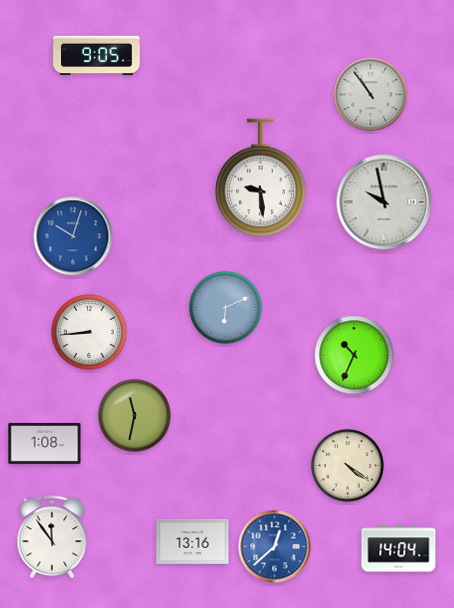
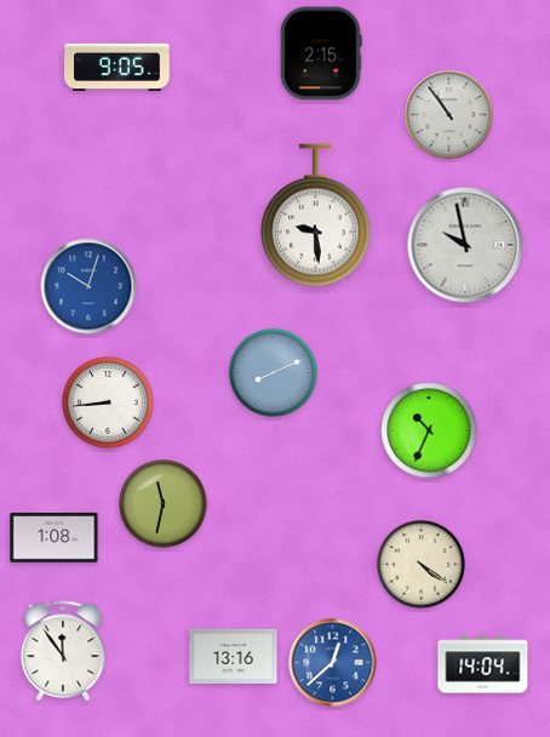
clock at (321, 53): none -> 2:15
clock at (226, 308): 6:11 -> 8:11
